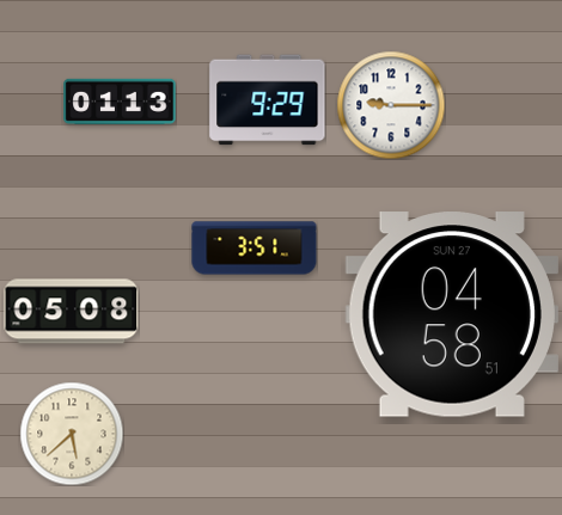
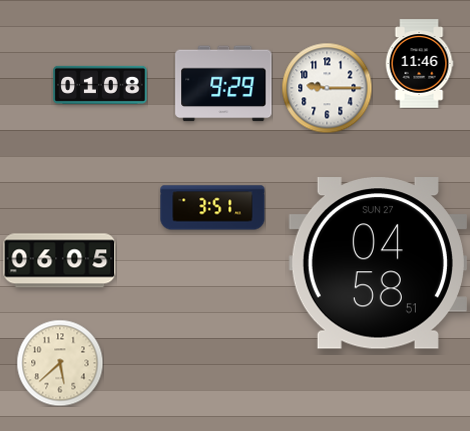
clock at (419, 64): none -> 11:46
clock at (120, 102): 01:13 -> 01:08
clock at (72, 312): 05:08 -> 06:05
